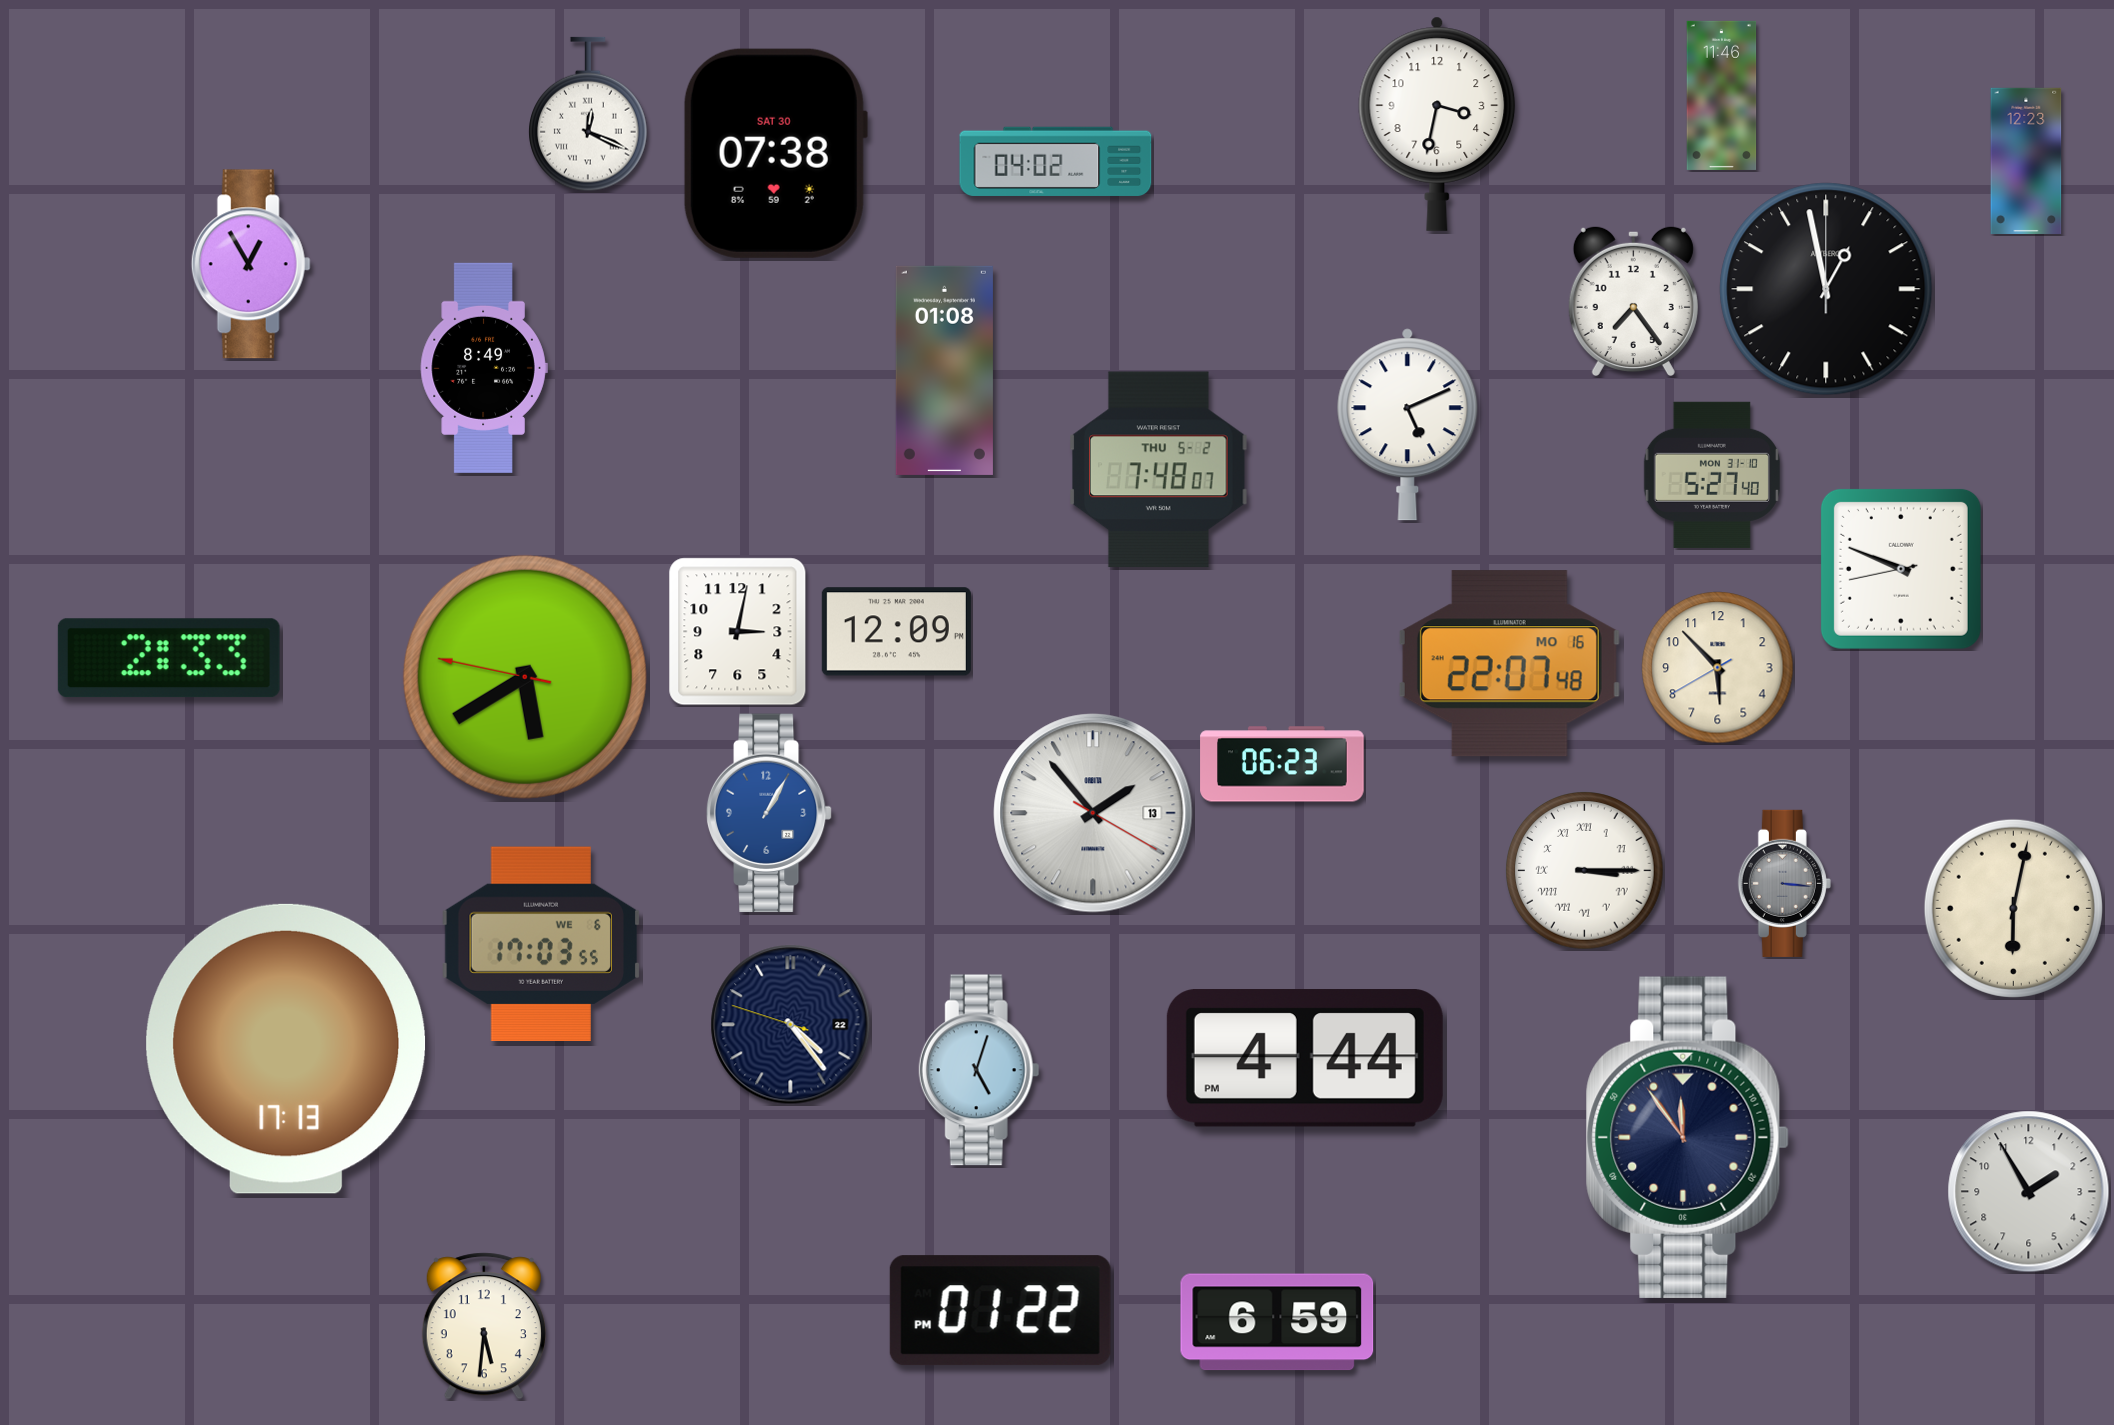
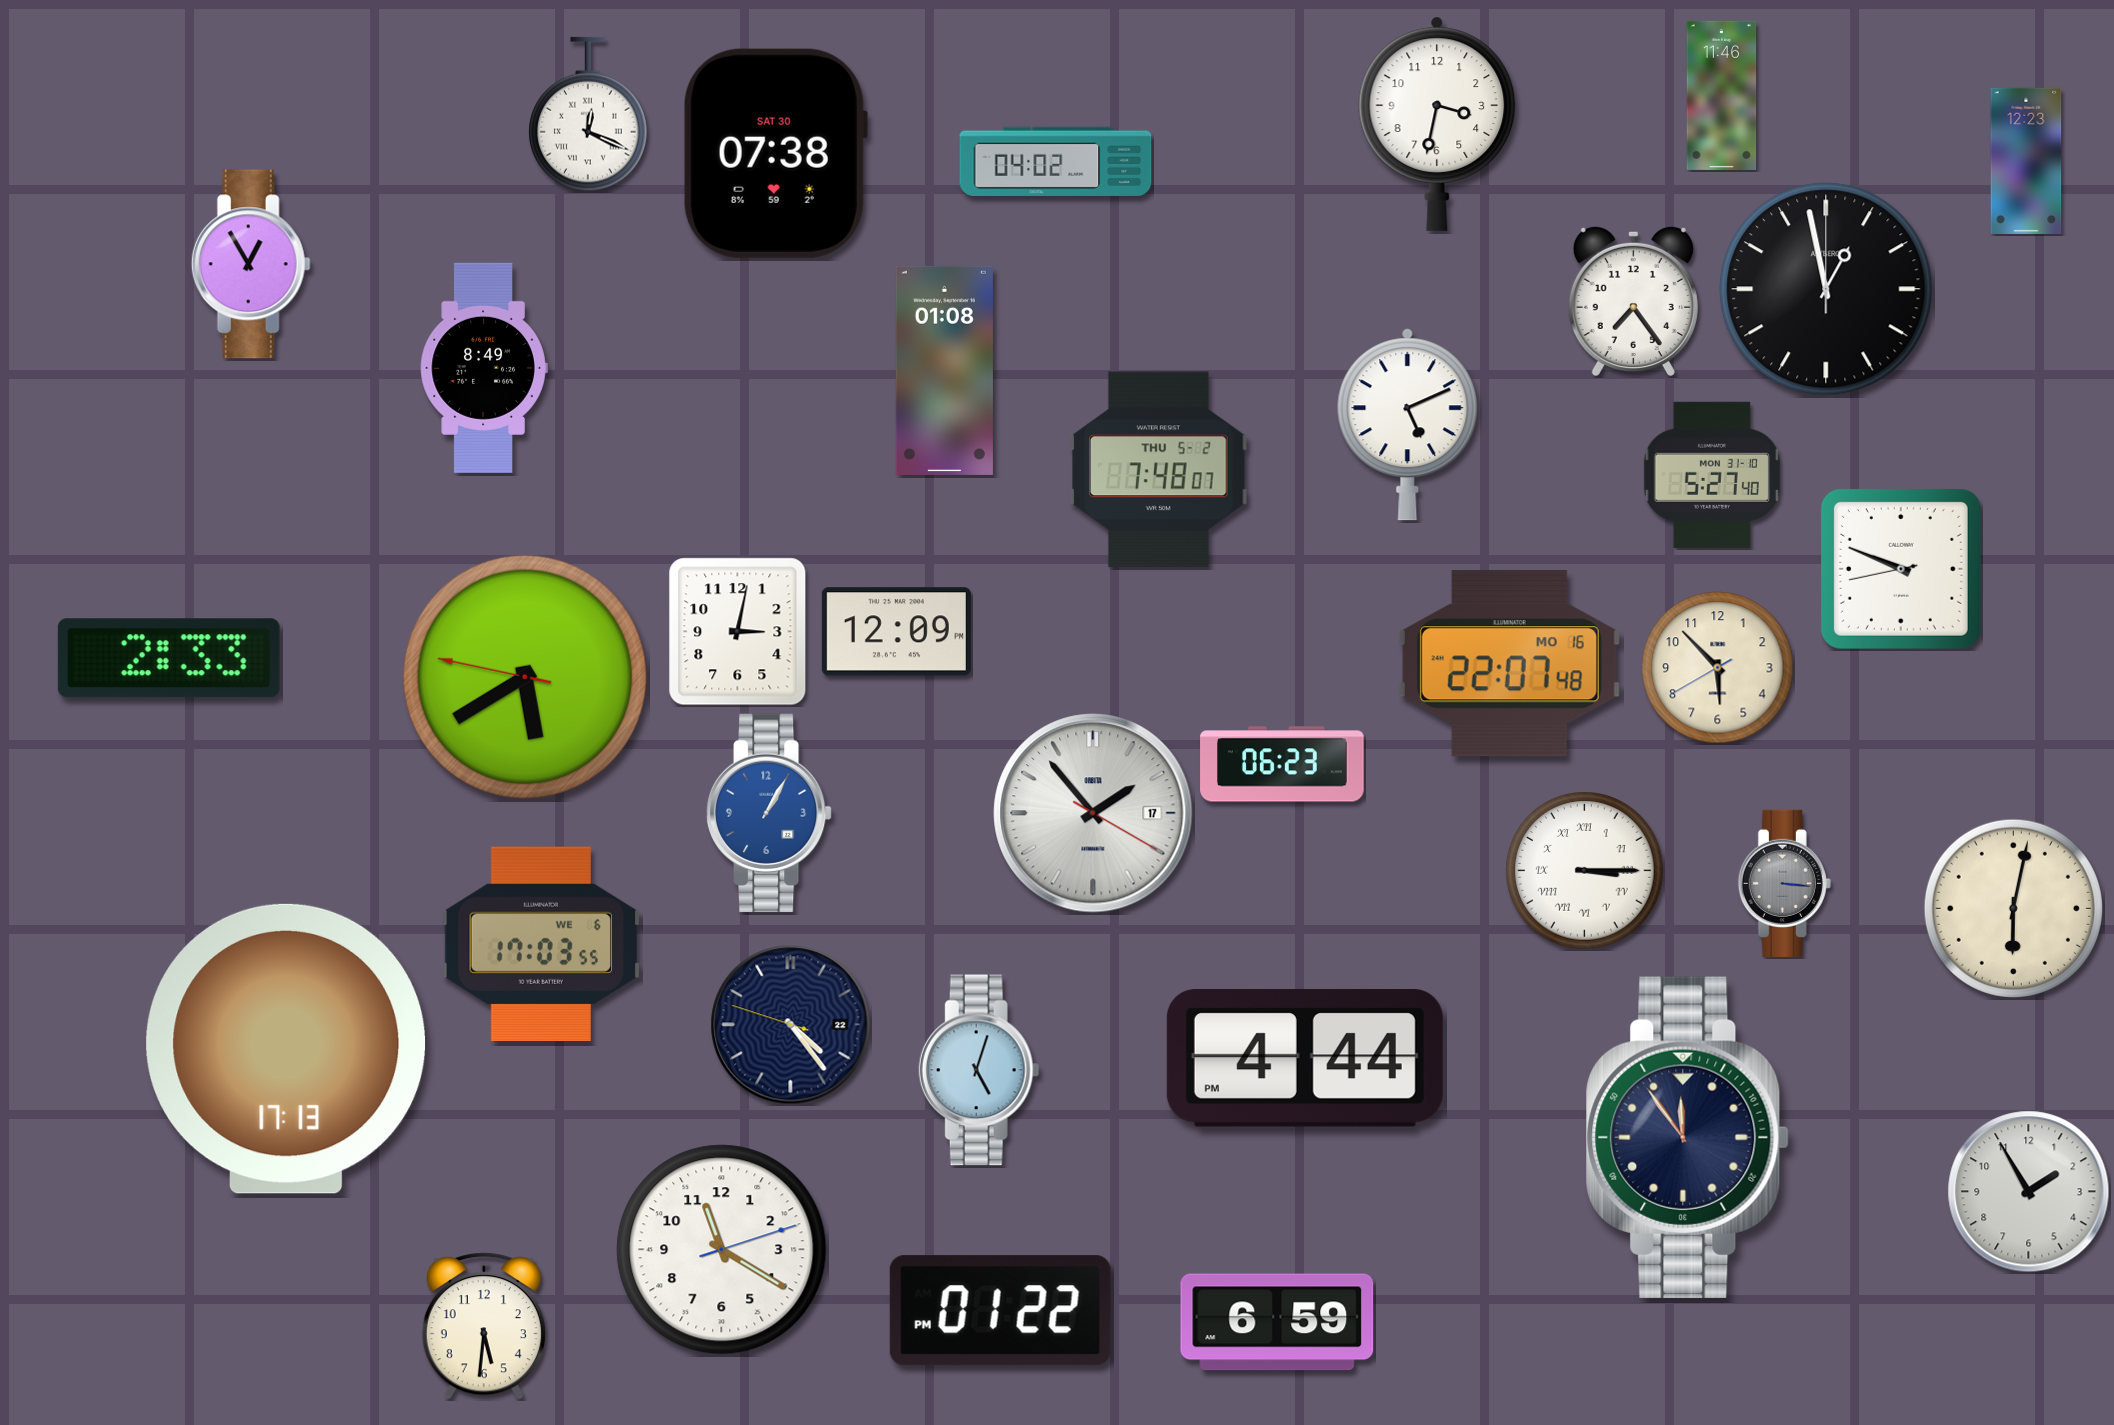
clock at (1093, 813) date: 13 -> 17
clock at (722, 1250): none -> 11:20
